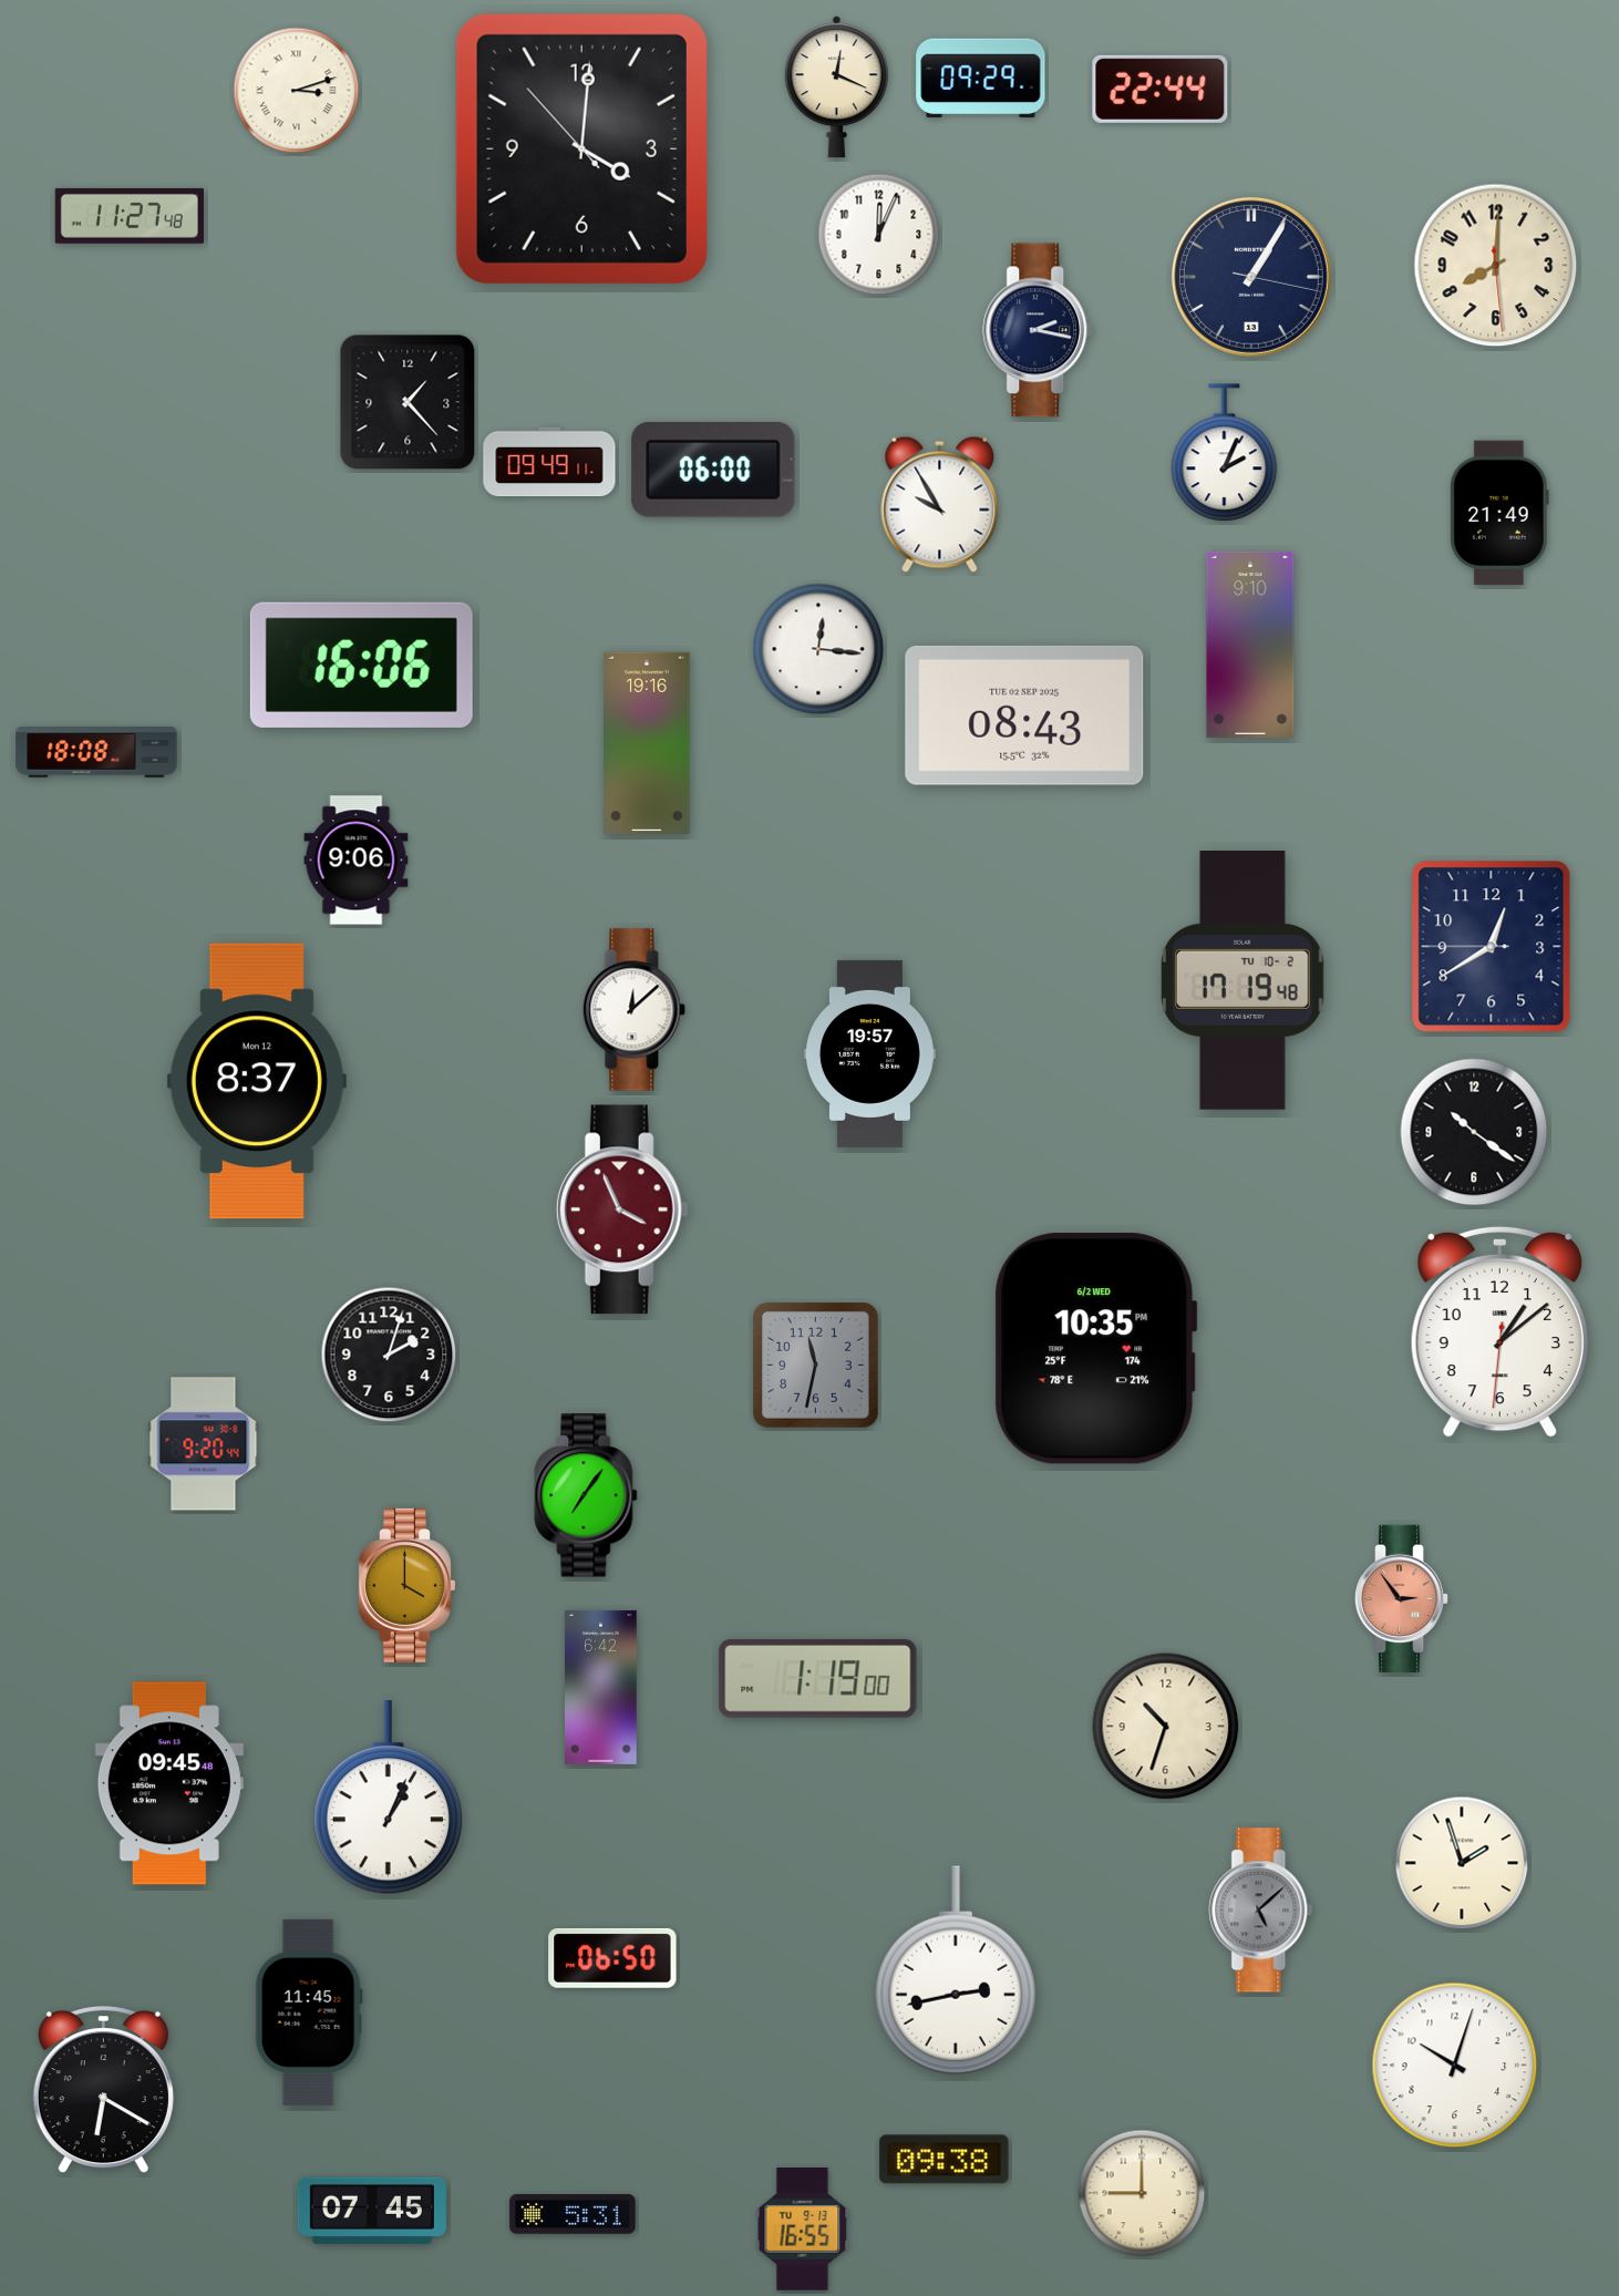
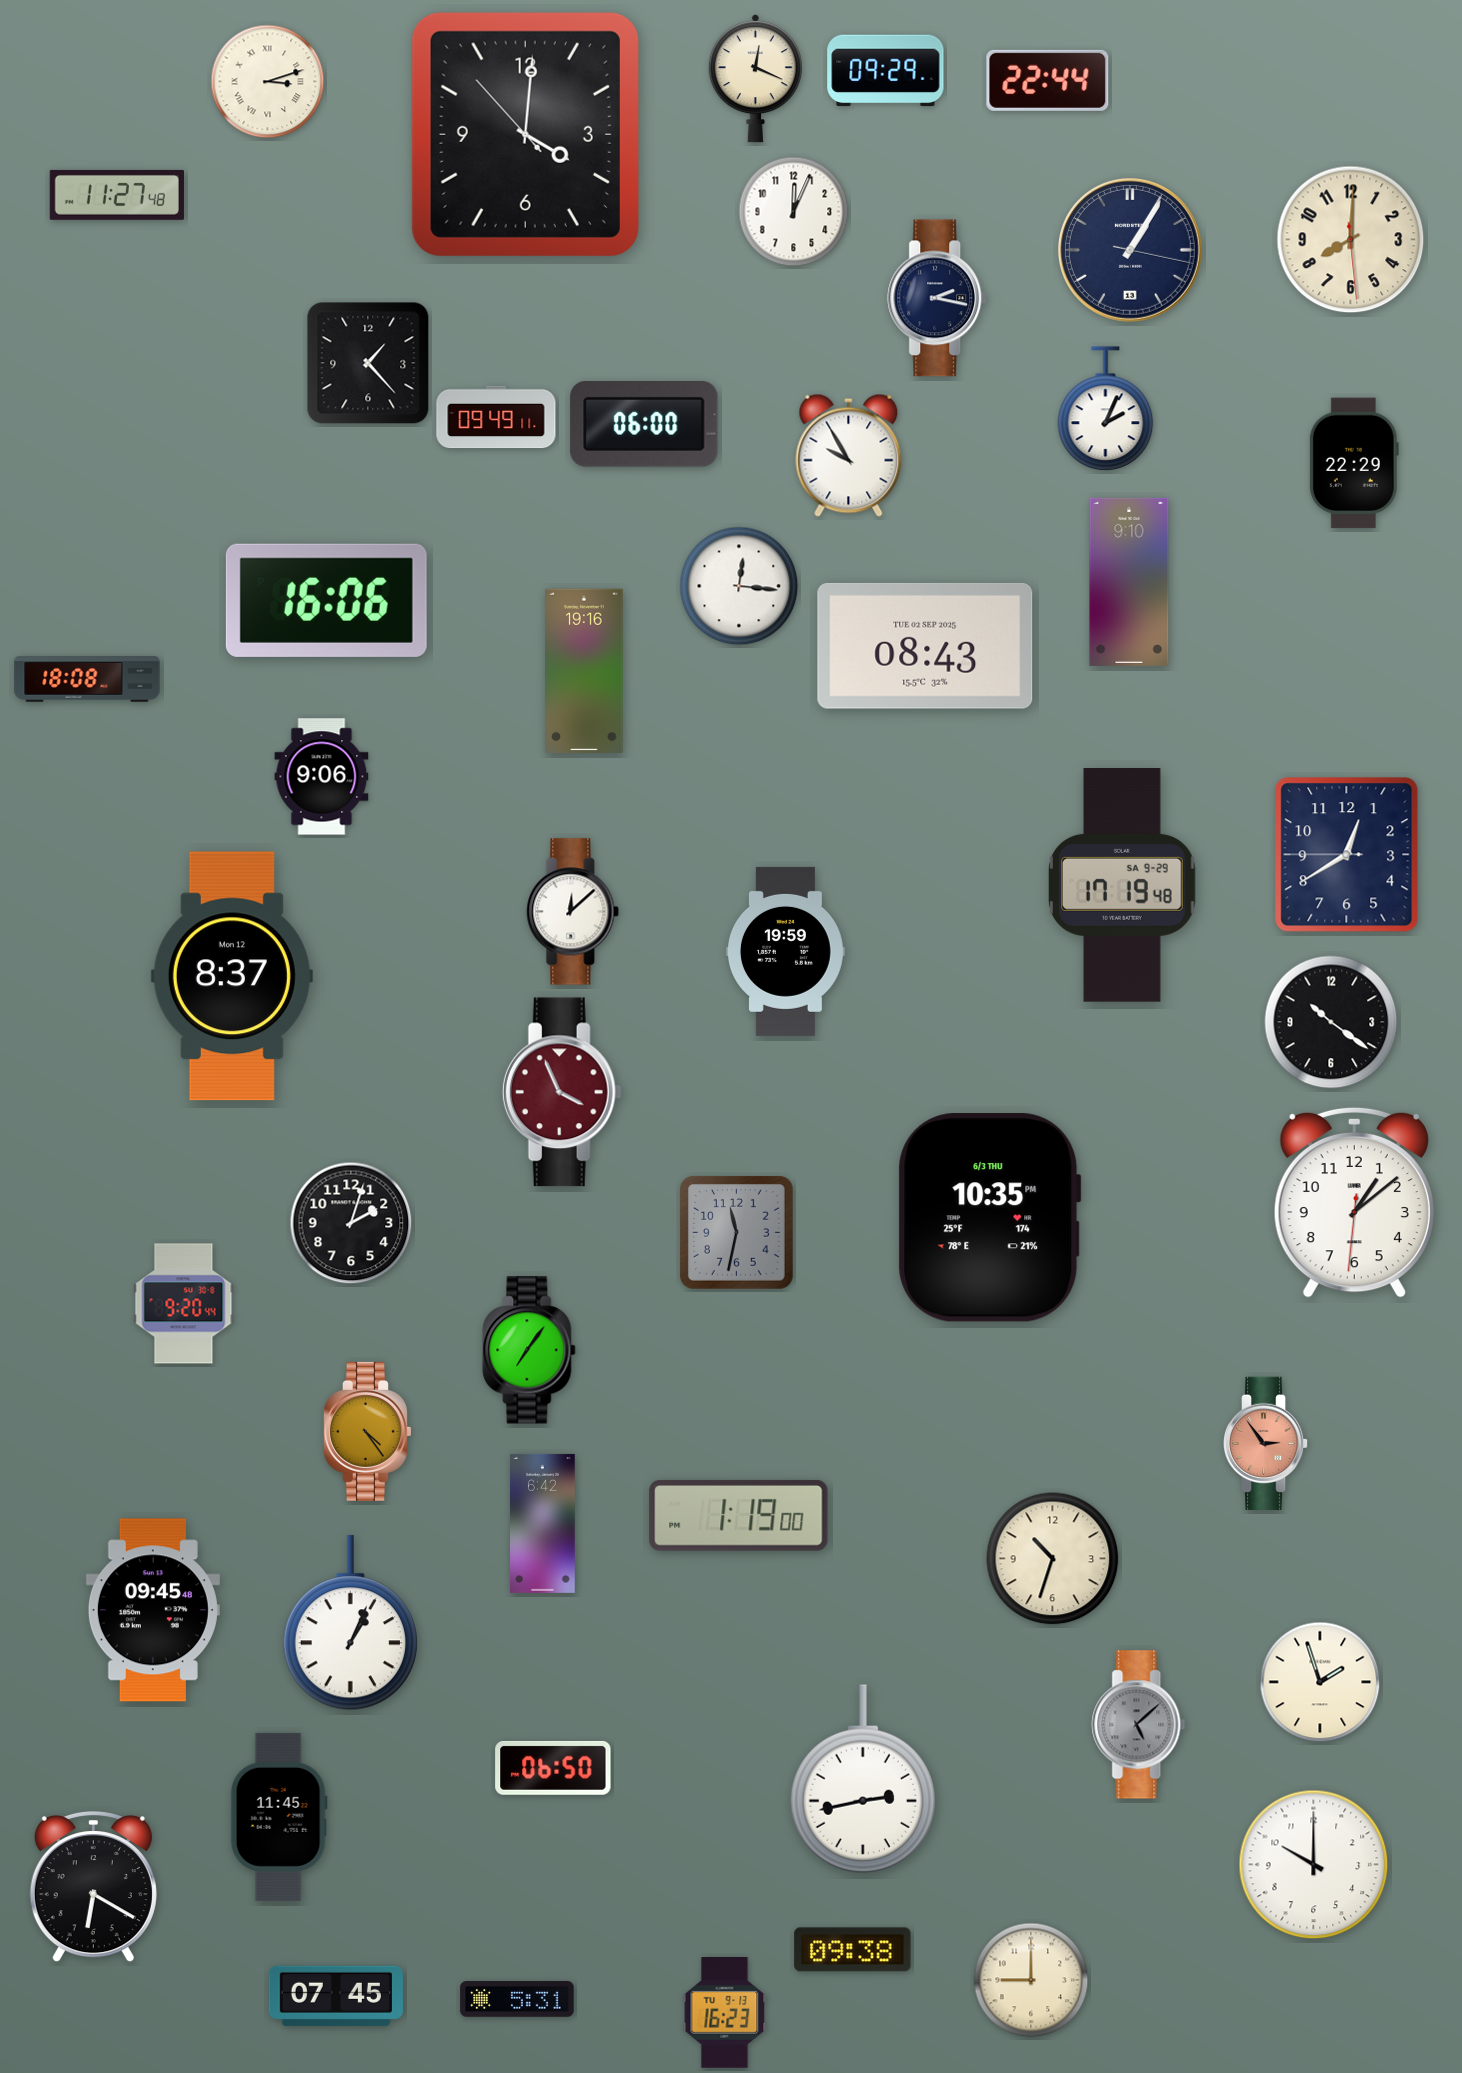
clock at (1499, 513): 21:49 -> 22:29
clock at (1242, 981) date: TU 10-2 -> SA 9-29
clock at (869, 1053): 19:57 -> 19:59
clock at (1096, 1349) date: 6/2 WED -> 6/3 THU
clock at (408, 1585): 4:00 -> 4:24
clock at (1455, 2066): 10:03 -> 10:00
clock at (803, 2230): 16:55 -> 16:23
